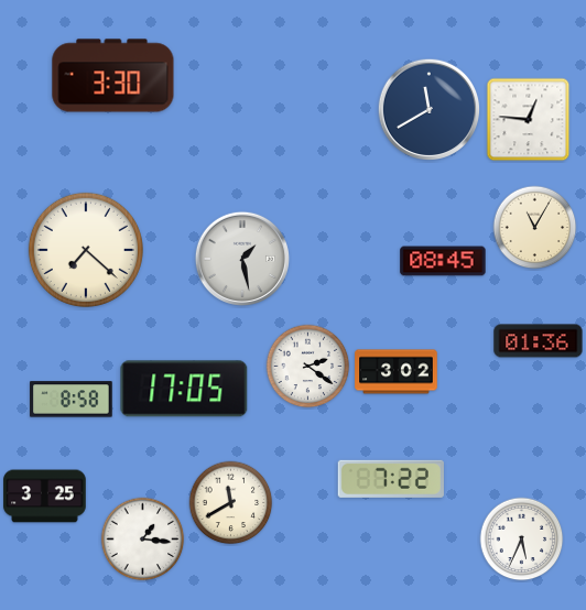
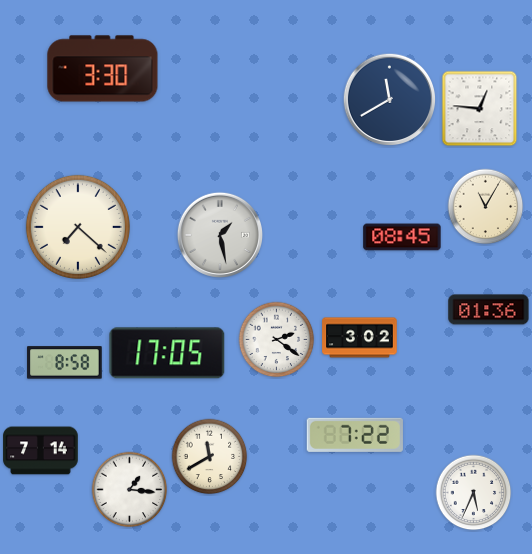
clock at (308, 367) position: (308, 367) -> (277, 340)
clock at (45, 497): 3:25 -> 7:14
clock at (522, 540) position: (522, 540) -> (474, 493)
